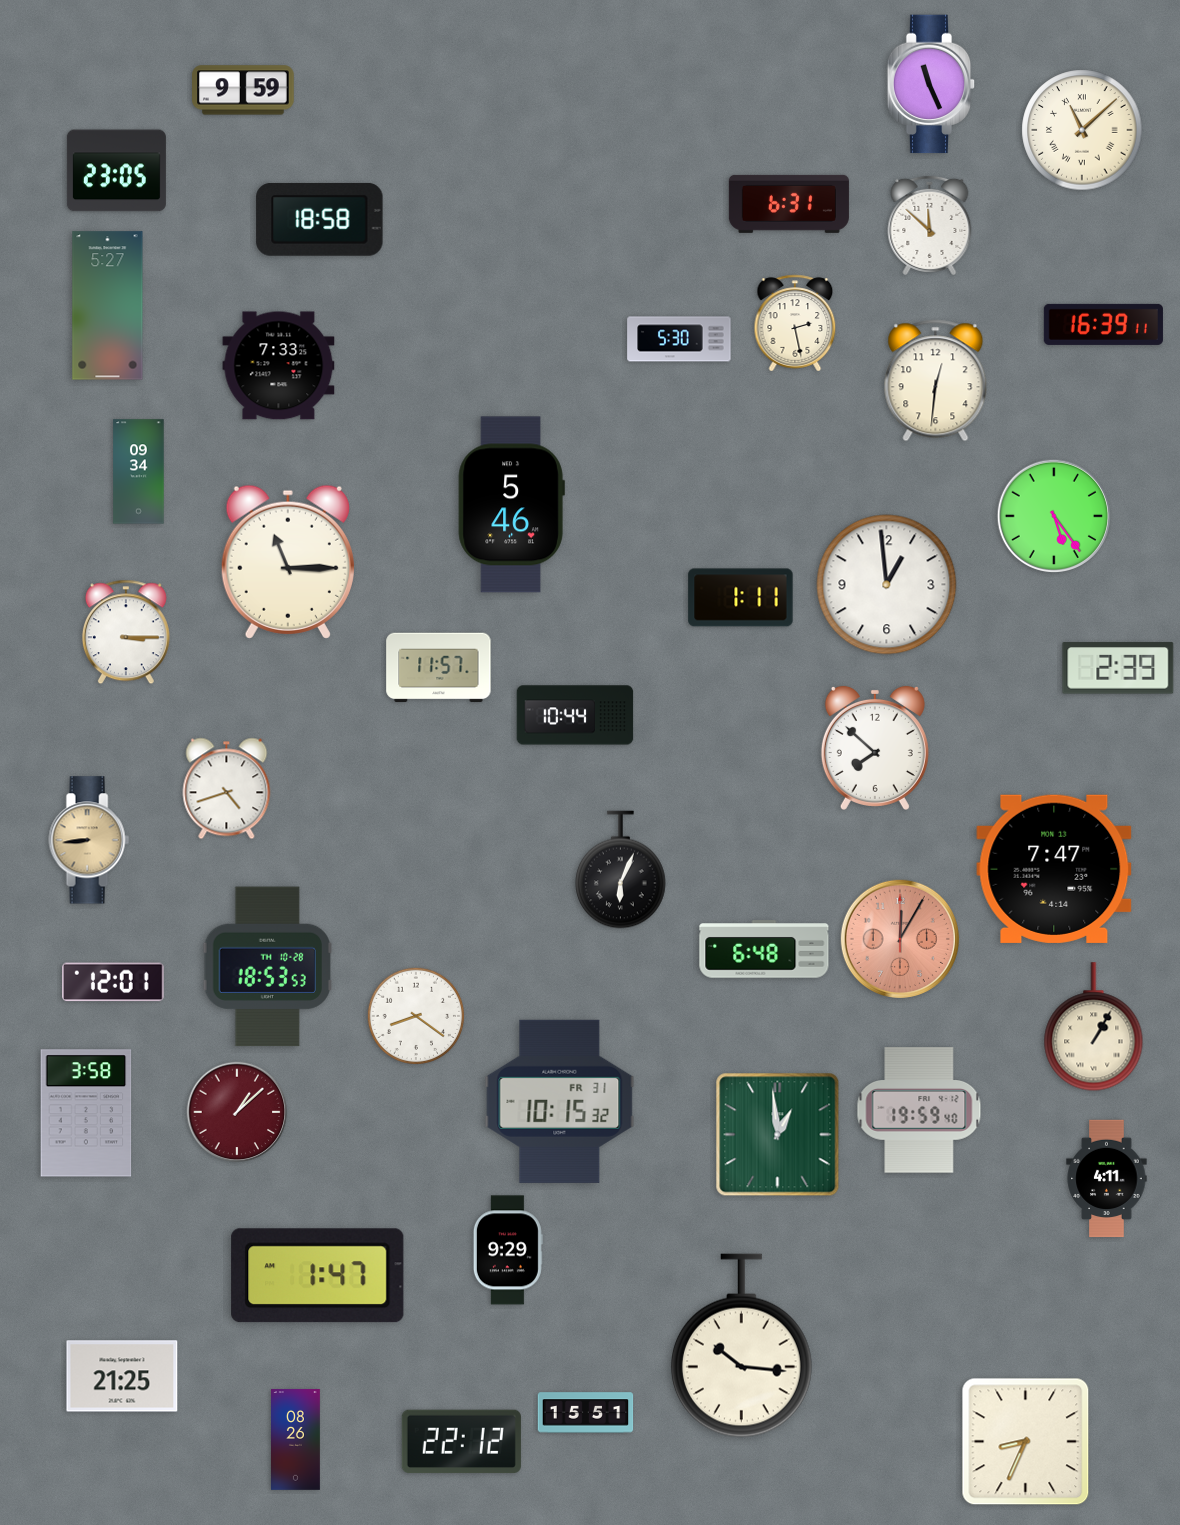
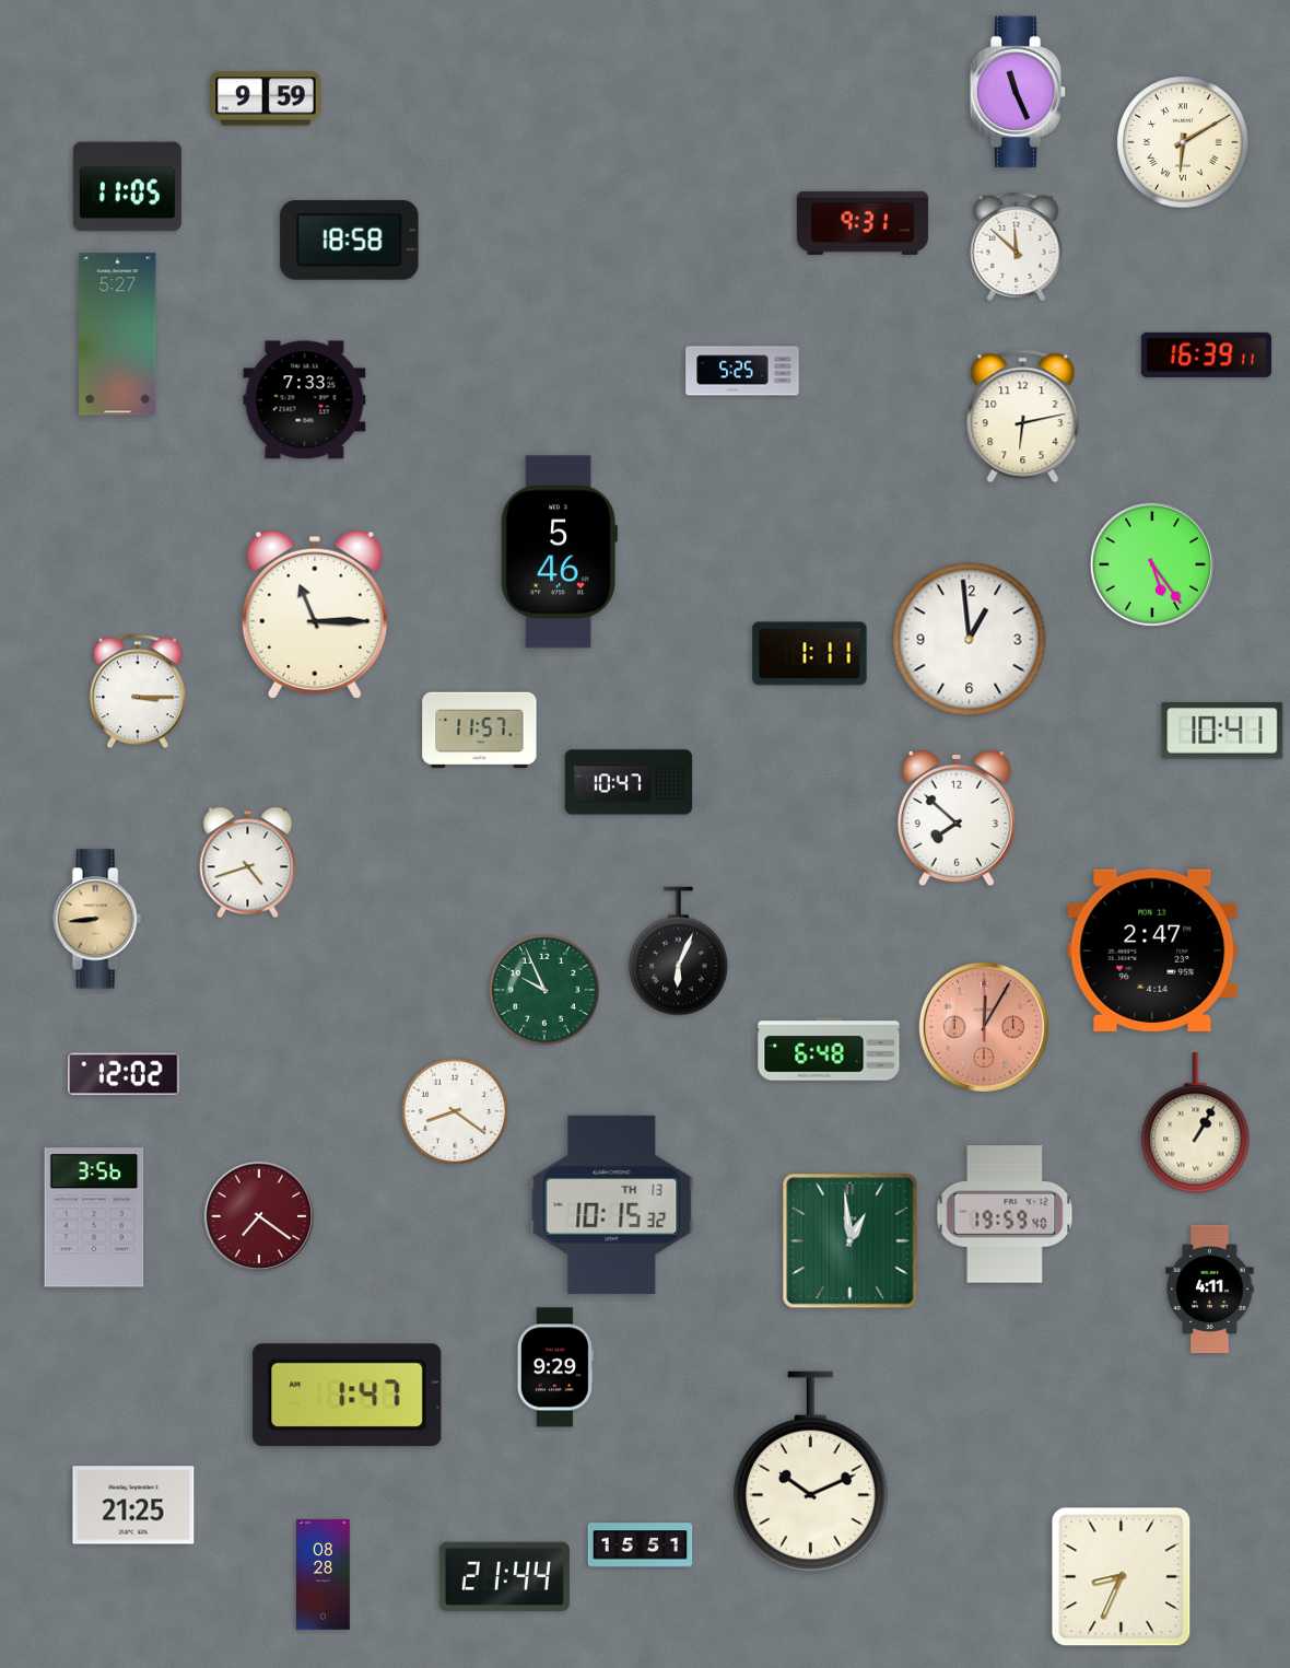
clock at (1082, 130): 11:08 -> 6:10
clock at (116, 171): 23:05 -> 11:05
clock at (789, 204): 6:31 -> 9:31
clock at (795, 323): 2:28 -> none
clock at (679, 339): 5:30 -> 5:25
clock at (936, 381): 12:31 -> 6:13
clock at (139, 472): 09:34 -> none
clock at (1118, 668): 2:39 -> 10:41
clock at (575, 715): 10:44 -> 10:47
clock at (1054, 869): 7:47 -> 2:47
clock at (544, 990): none -> 9:56
clock at (764, 949) position: (764, 949) -> (829, 1049)
clock at (267, 967): 18:53 -> none
clock at (114, 982): 12:01 -> 12:02
clock at (560, 1101) date: FR 31 -> TH 13
clock at (237, 1112): 1:08 -> 7:21
clock at (86, 1113): 3:58 -> 3:56
clock at (741, 1346): 10:16 -> 10:11
clock at (296, 1440): 08:26 -> 08:28
clock at (461, 1442): 22:12 -> 21:44
